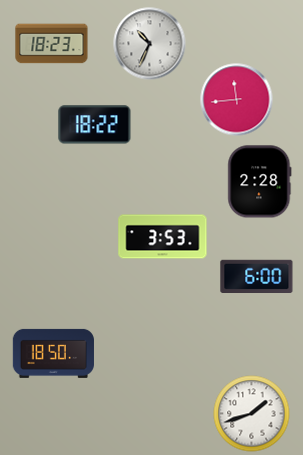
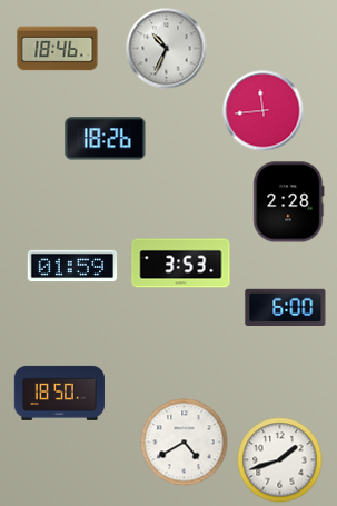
clock at (52, 44): 18:23 -> 18:46
clock at (95, 125): 18:22 -> 18:26
clock at (72, 266): none -> 01:59
clock at (185, 443): none -> 4:40
